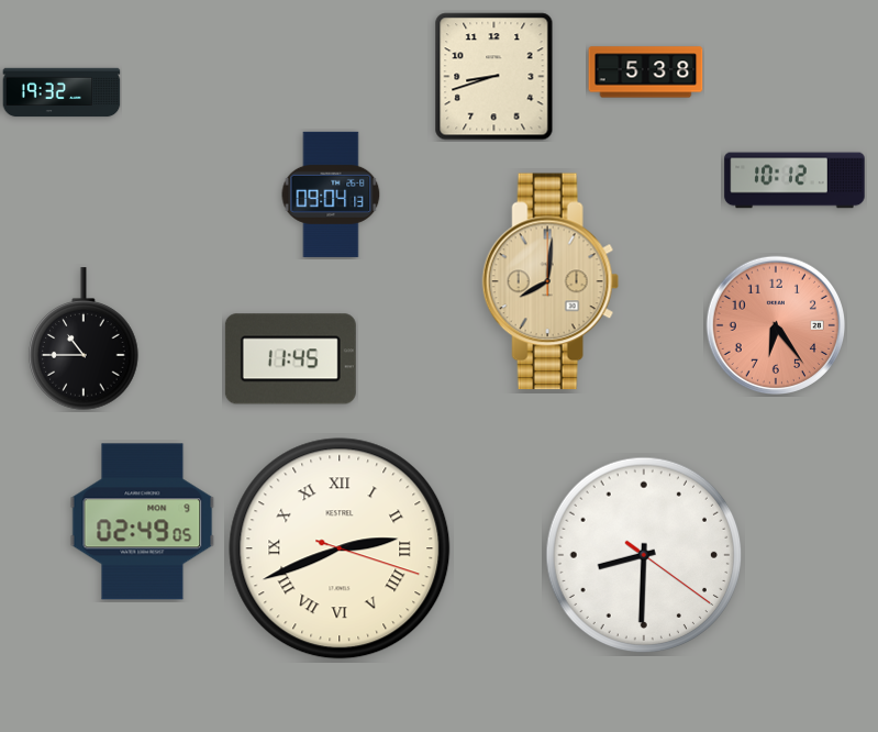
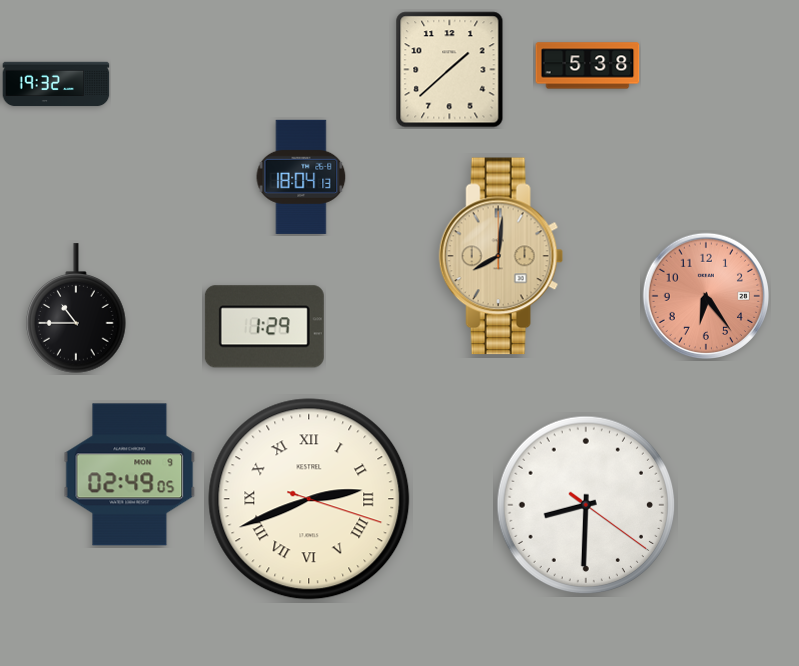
clock at (494, 77): 8:42 -> 1:38
clock at (794, 180): 10:12 -> none
clock at (331, 195): 09:04 -> 18:04
clock at (290, 359): 11:45 -> 1:29
